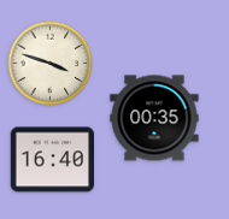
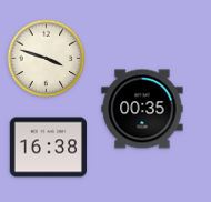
clock at (52, 160): 16:40 -> 16:38
